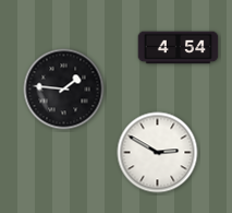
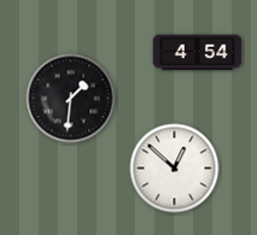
clock at (64, 90): 1:46 -> 1:31
clock at (158, 153): 2:50 -> 12:52
